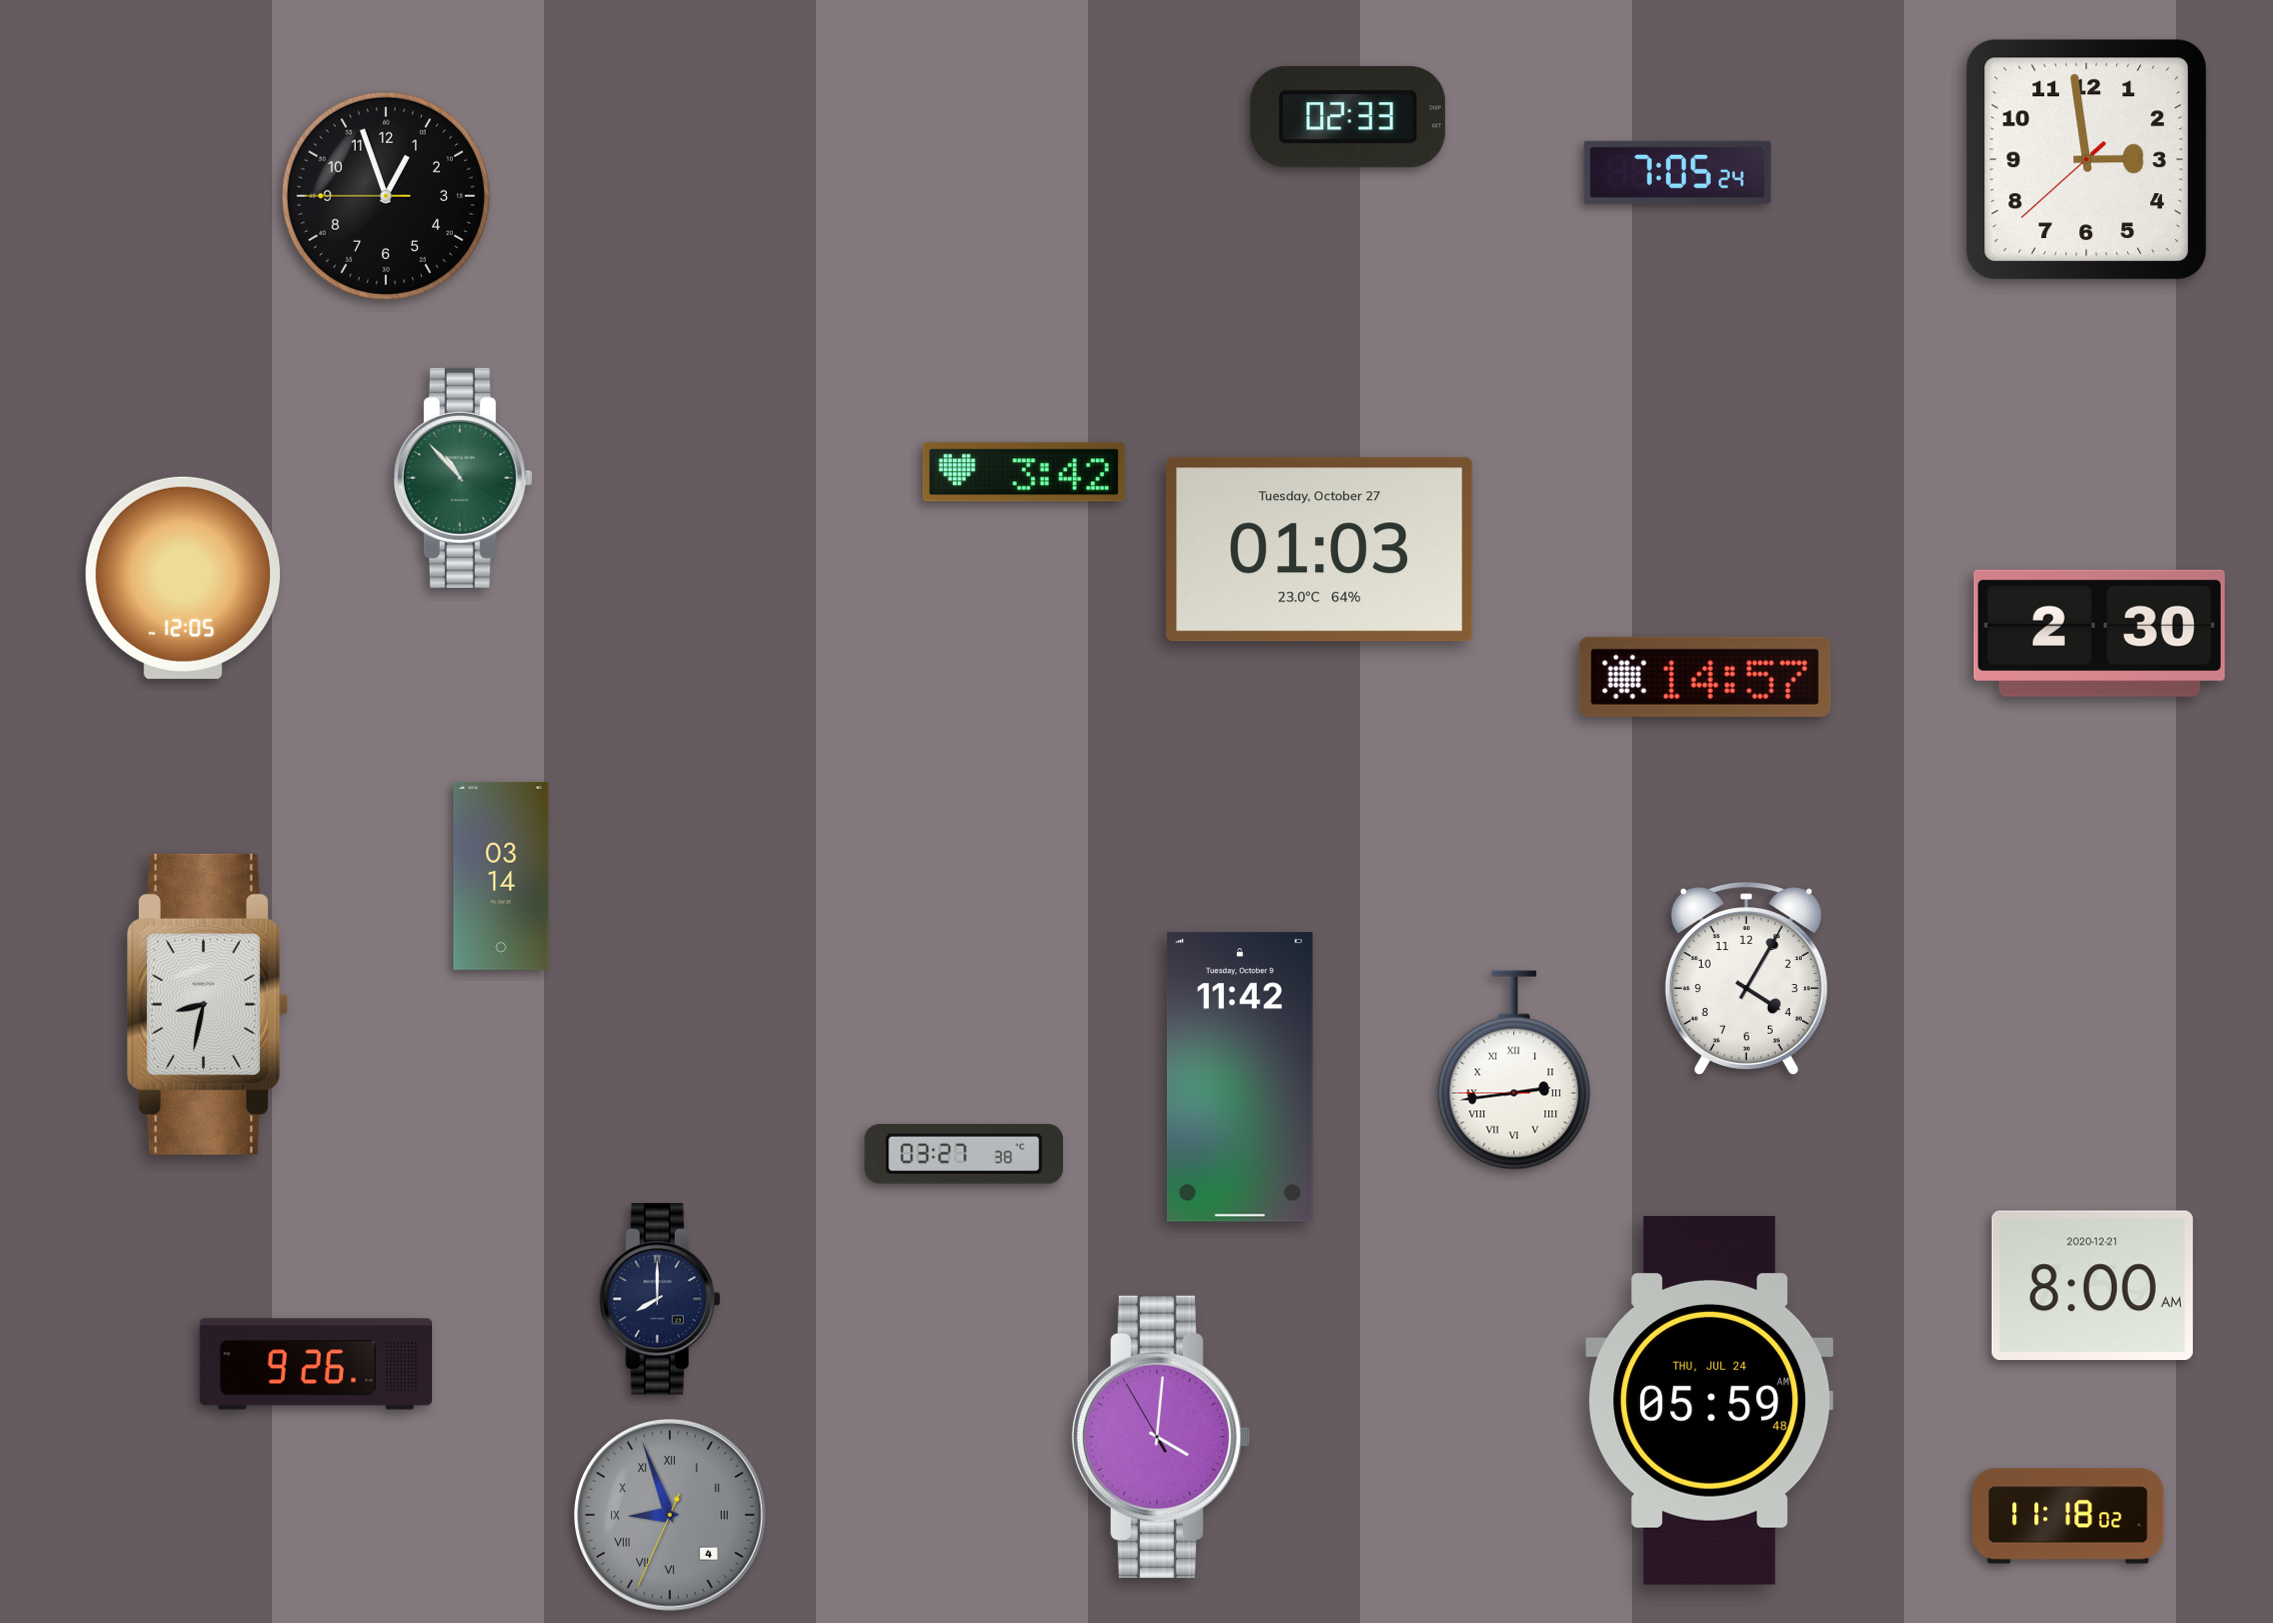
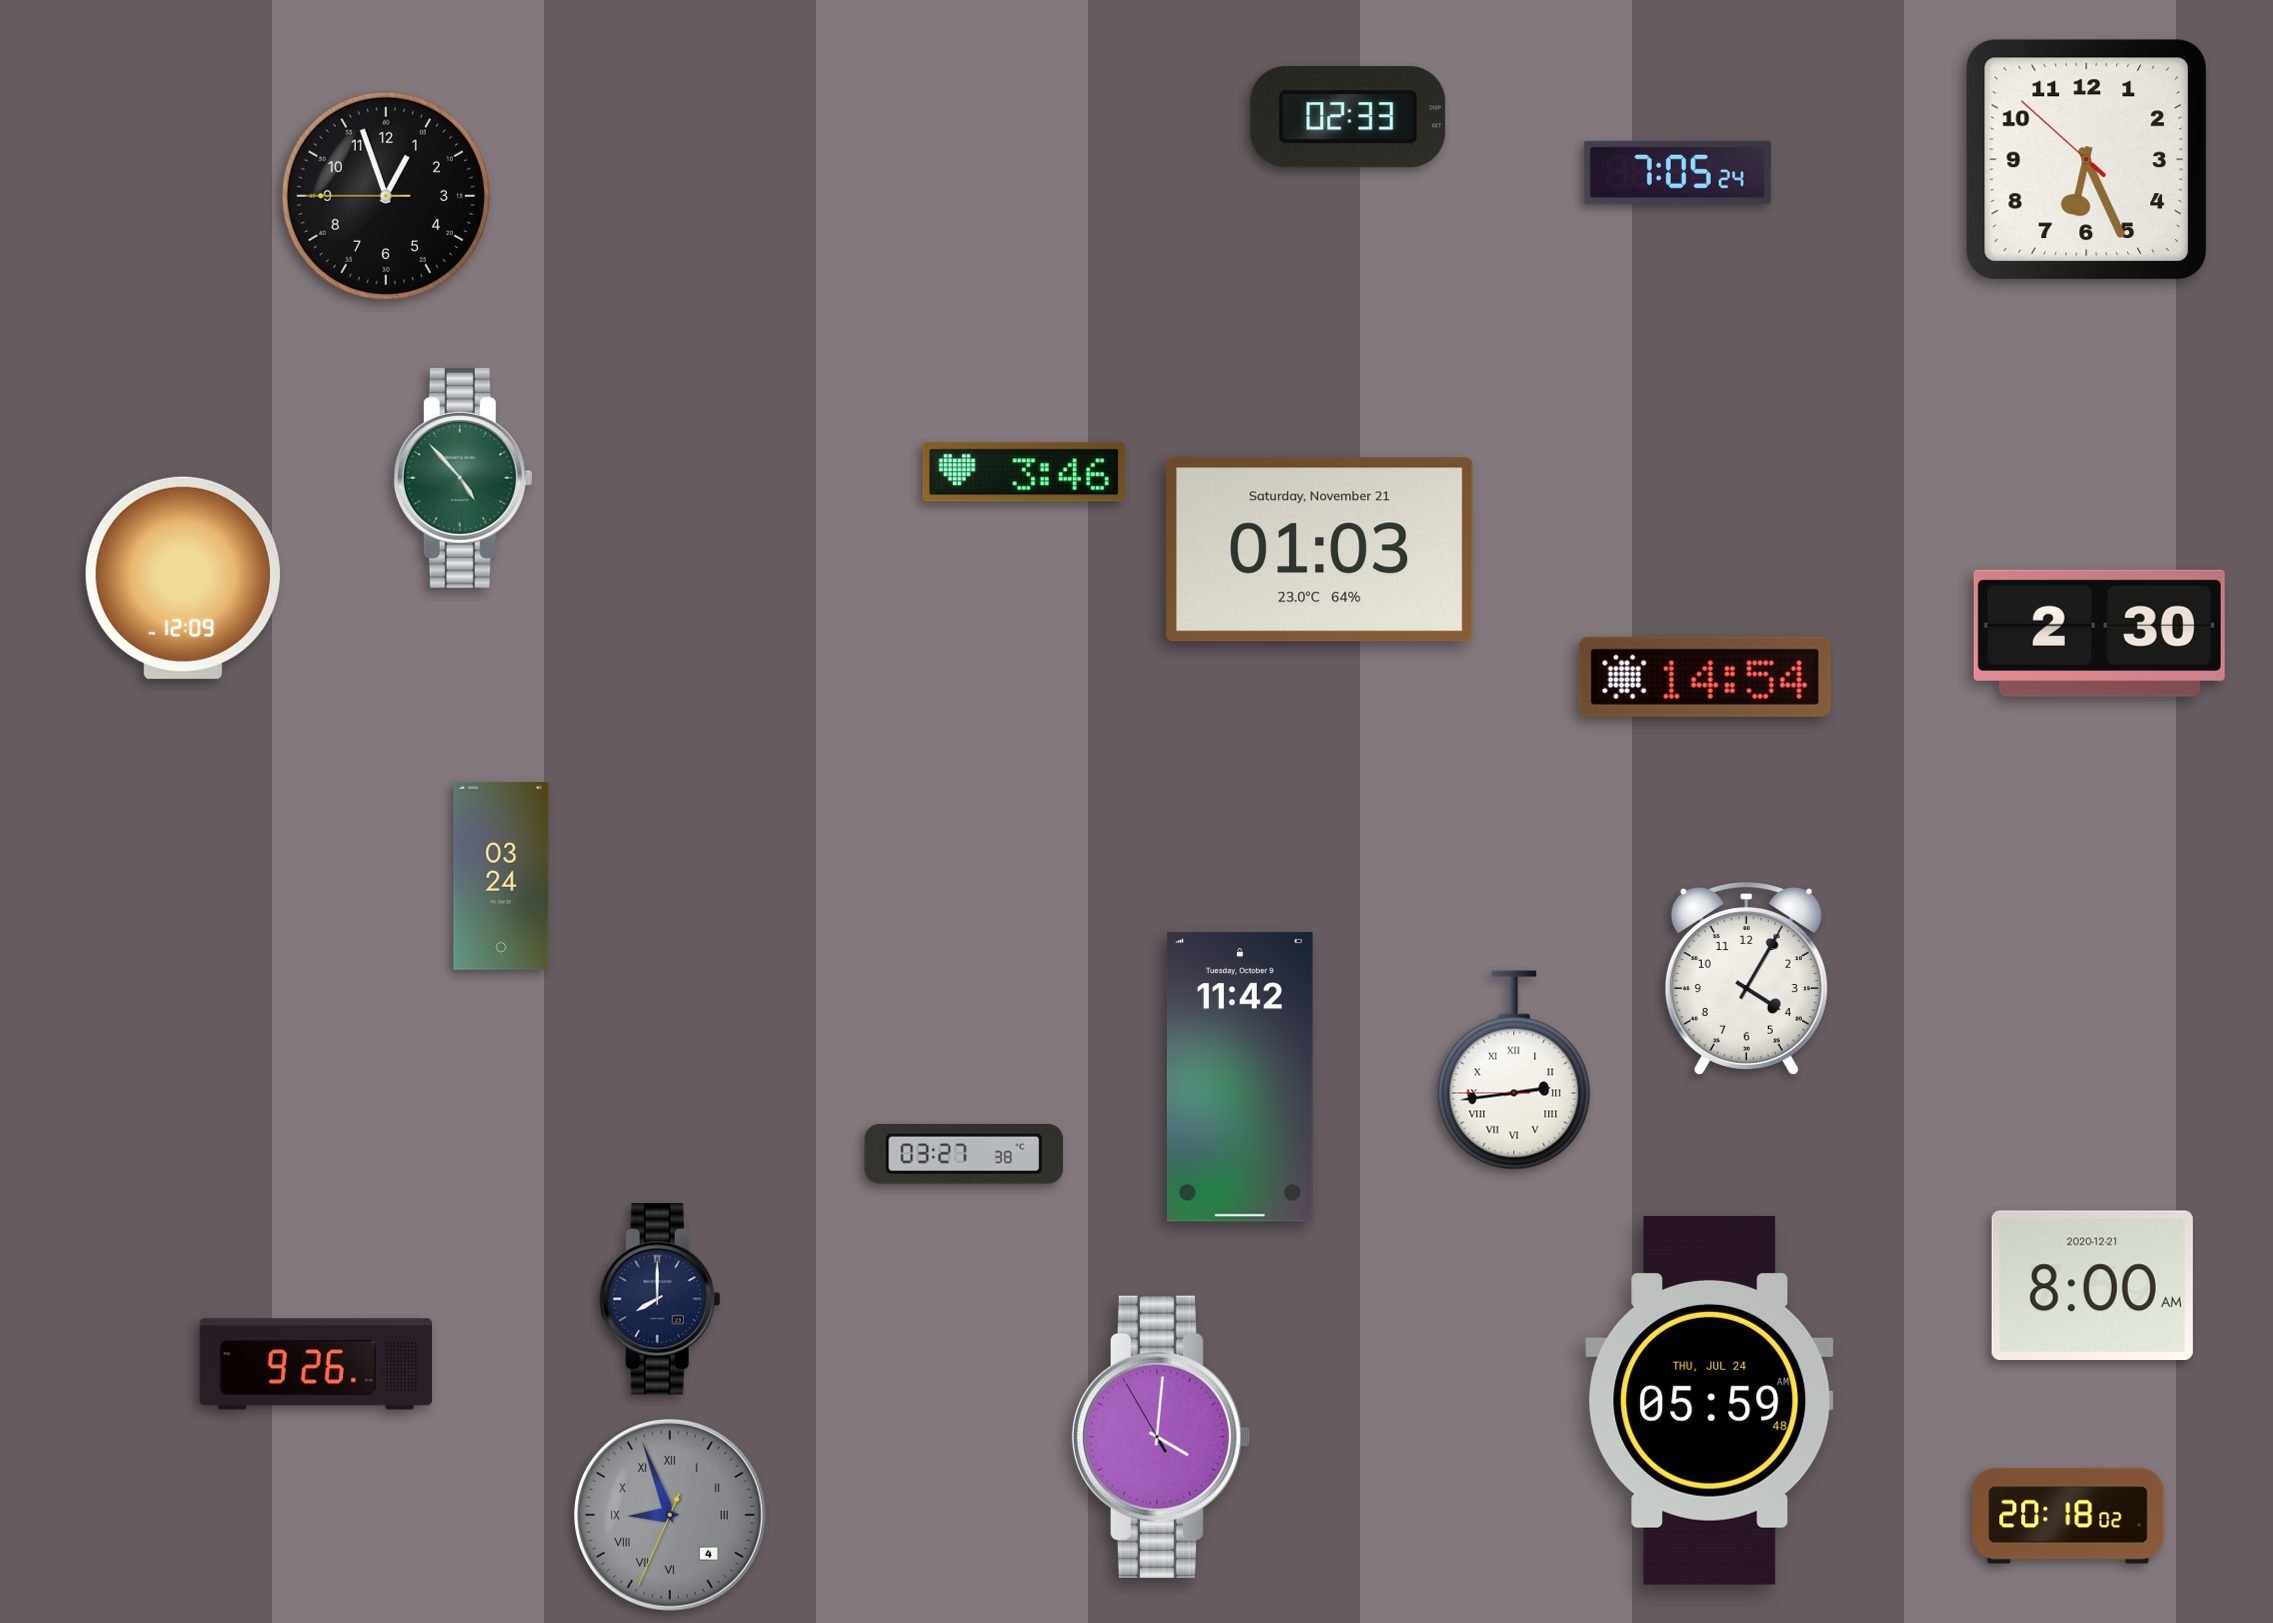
clock at (2086, 159): 2:58 -> 6:25
clock at (1024, 472): 3:42 -> 3:46
clock at (463, 478): 10:53 -> 4:53
clock at (1320, 550) date: Tuesday, October 27 -> Saturday, November 21
clock at (183, 578): 12:05 -> 12:09
clock at (1705, 677): 14:57 -> 14:54
clock at (501, 876): 03:14 -> 03:24
clock at (207, 1004): 8:32 -> none
clock at (2068, 1516): 11:18 -> 20:18
